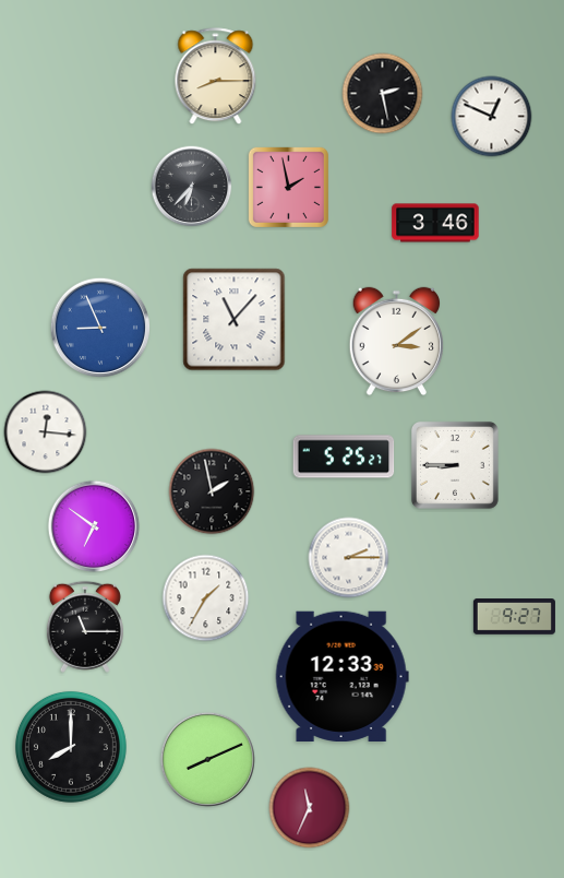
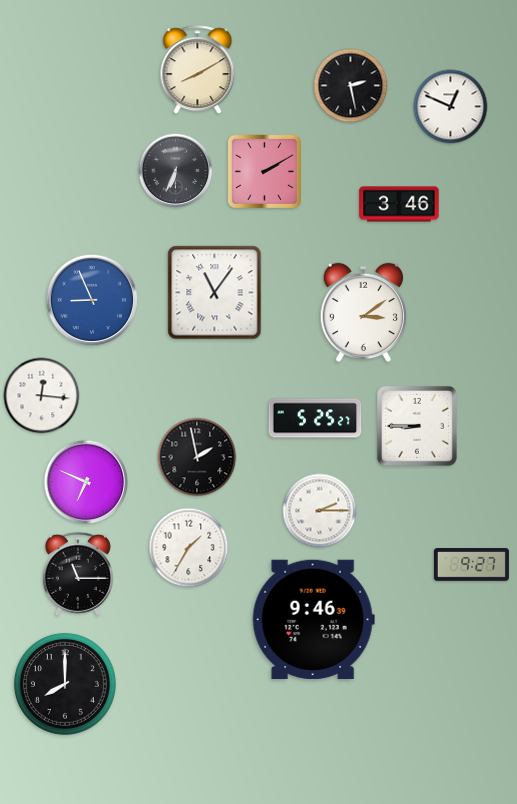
clock at (216, 76): 8:15 -> 8:10
clock at (192, 187): 6:37 -> 6:34
clock at (288, 187): 1:58 -> 2:10
clock at (235, 320): 11:07 -> 11:06
clock at (212, 491) position: (212, 491) -> (197, 457)
clock at (94, 526): 6:51 -> 6:49
clock at (341, 676): 12:33 -> 9:46
clock at (208, 760): 8:11 -> none
clock at (310, 808): 11:34 -> none
